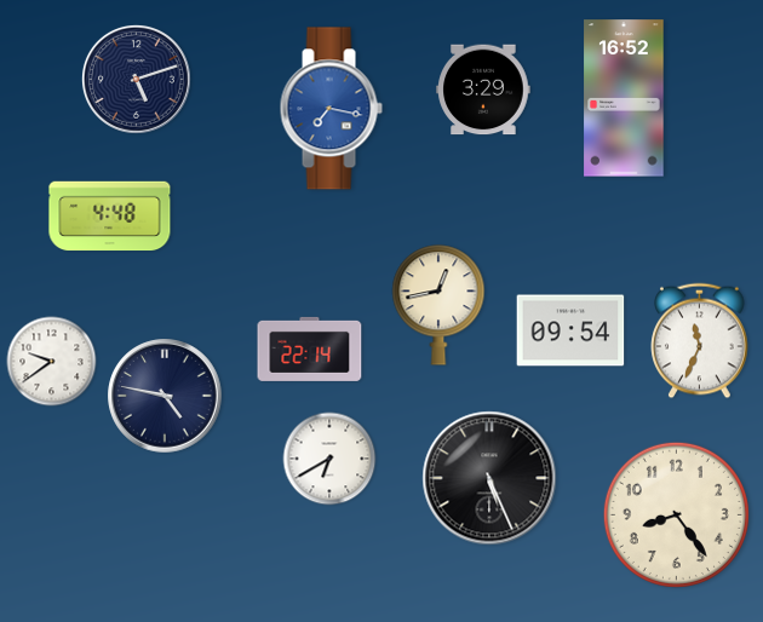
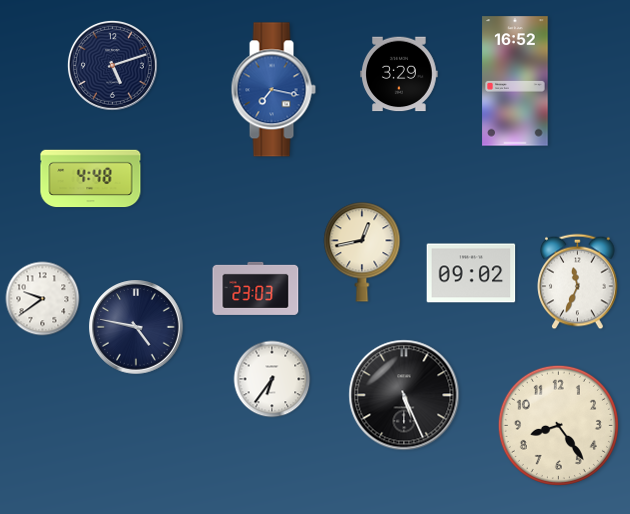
clock at (570, 330): 09:54 -> 09:02
clock at (310, 349): 22:14 -> 23:03
clock at (329, 459): 6:40 -> 6:36
